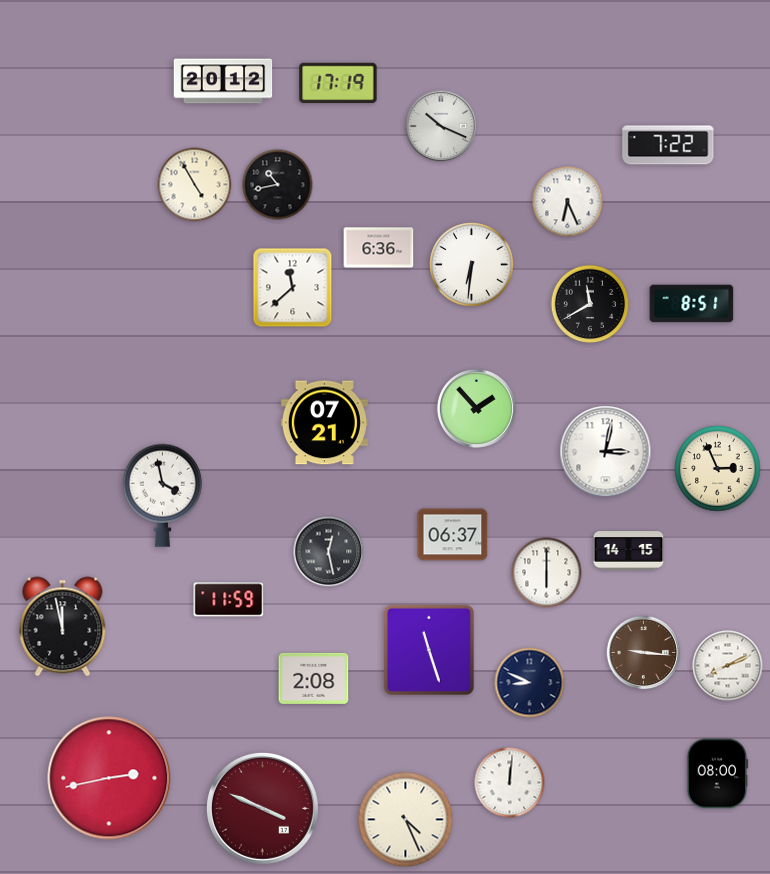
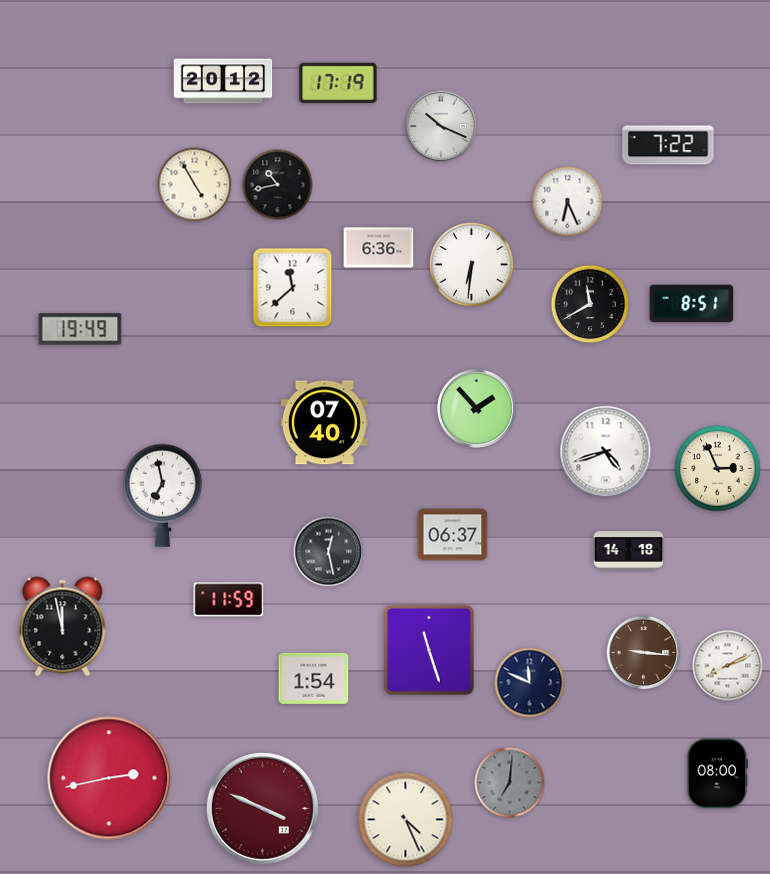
clock at (80, 329): none -> 19:49
clock at (324, 423): 07:21 -> 07:40
clock at (606, 452): 3:02 -> 4:42
clock at (162, 495): 3:58 -> 6:58
clock at (629, 551): 14:15 -> 14:18
clock at (547, 573): 6:00 -> none
clock at (314, 678): 2:08 -> 1:54
clock at (530, 683): 8:49 -> 11:49
clock at (510, 783): 12:01 -> 7:01
clock at (510, 783) dial: white -> grey
